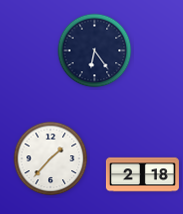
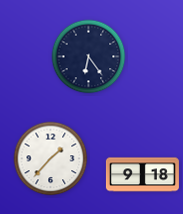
clock at (95, 51) position: (95, 51) -> (89, 57)
clock at (142, 175): 2:18 -> 9:18
